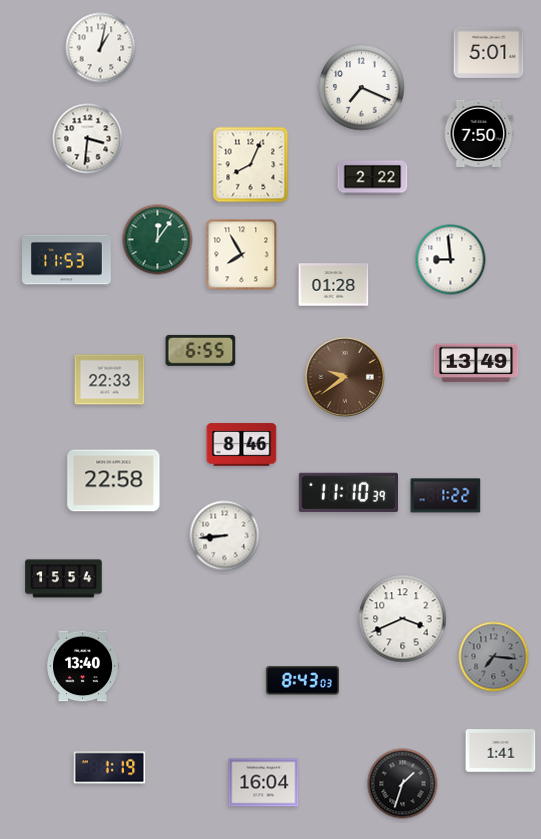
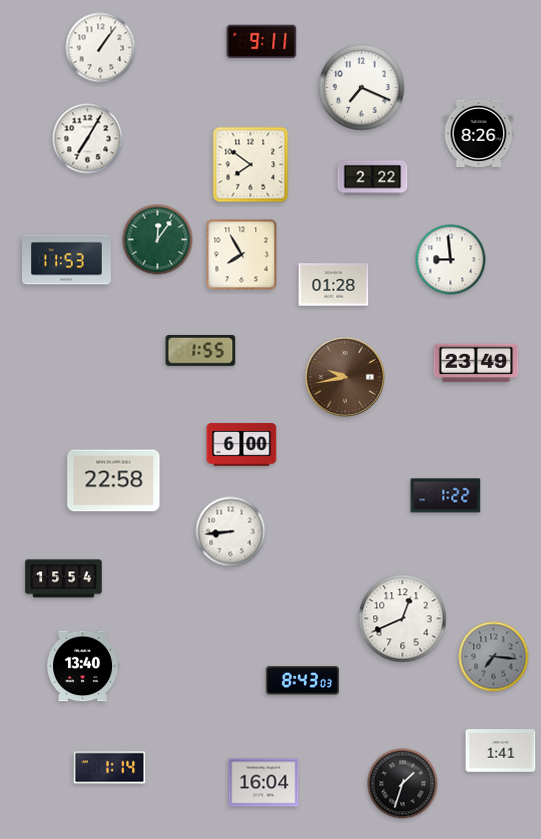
clock at (262, 42): none -> 9:11
clock at (101, 48): 1:02 -> 1:06
clock at (489, 52): 5:01 -> none
clock at (479, 133): 7:50 -> 8:26
clock at (88, 139): 3:31 -> 7:05
clock at (251, 165): 8:04 -> 7:51
clock at (201, 350): 6:55 -> 1:55
clock at (476, 363): 13:49 -> 23:49
clock at (345, 377): 9:39 -> 9:43
clock at (110, 380): 22:33 -> none
clock at (242, 445): 8:46 -> 6:00
clock at (348, 493): 11:10 -> none
clock at (225, 536) position: (225, 536) -> (231, 532)
clock at (403, 619): 3:41 -> 12:41
clock at (110, 768): 1:19 -> 1:14
